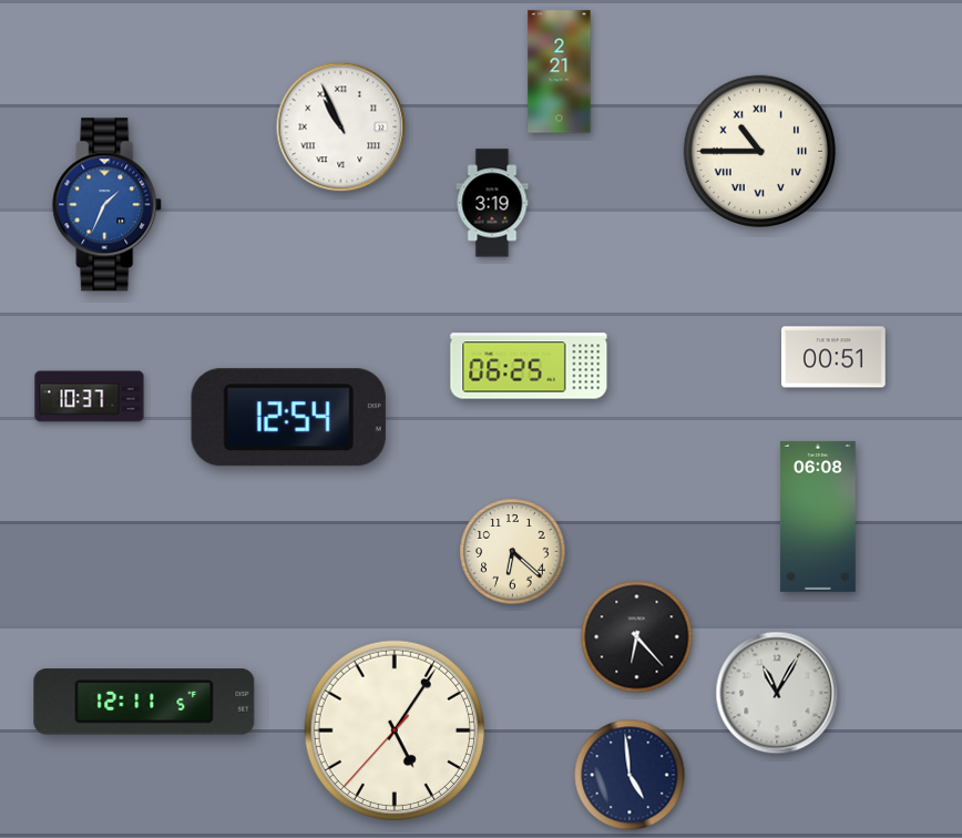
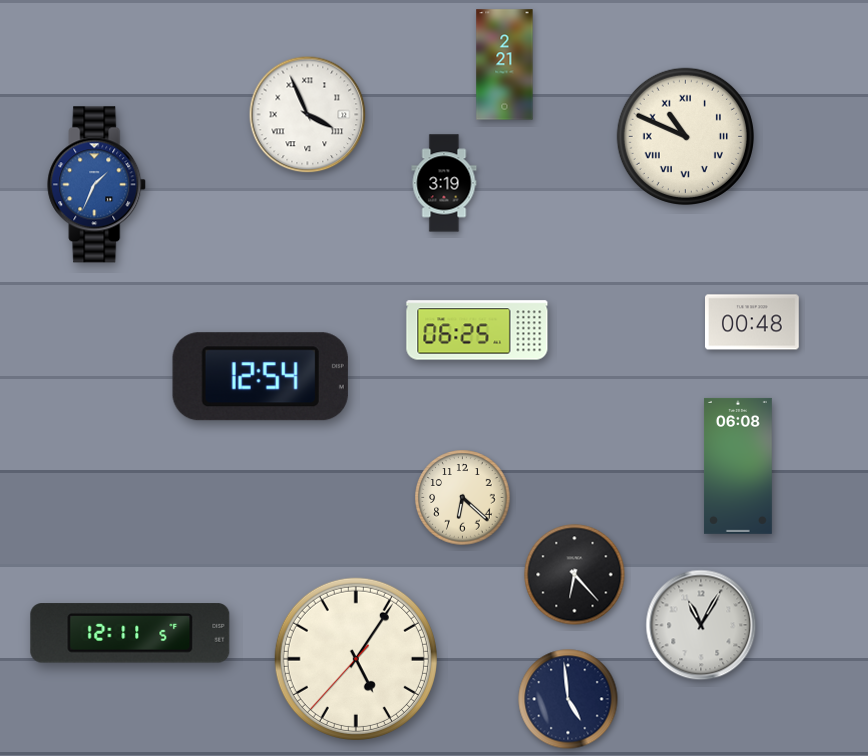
clock at (341, 127): 10:56 -> 3:56
clock at (759, 151): 10:45 -> 10:49
clock at (835, 357): 00:51 -> 00:48
clock at (90, 397): 10:37 -> none
